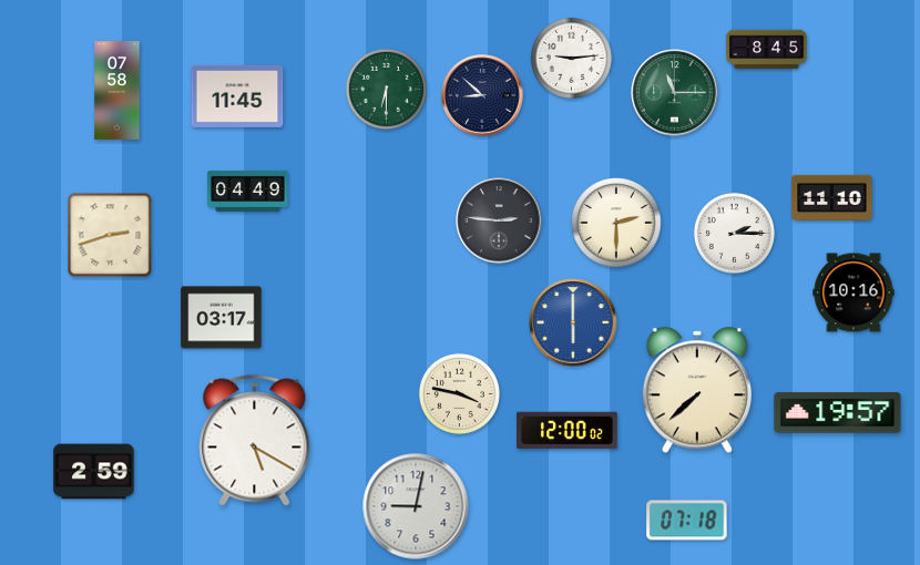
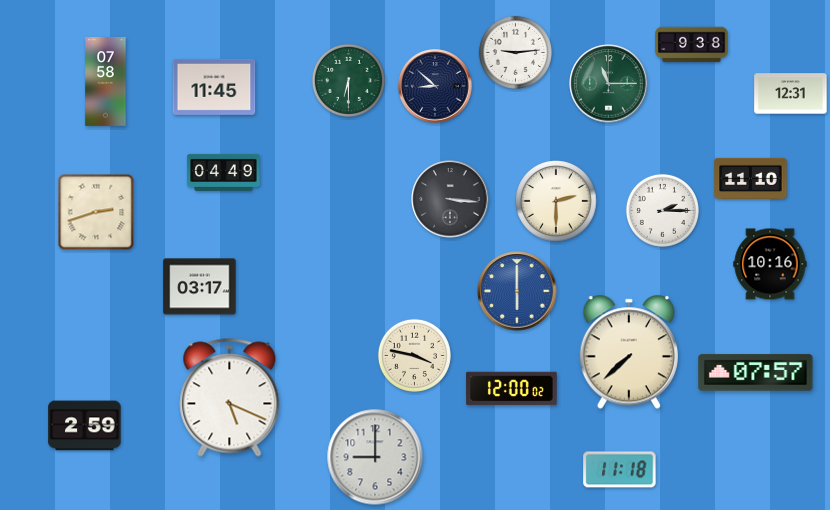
clock at (767, 50): 8:45 -> 9:38
clock at (791, 94): none -> 12:31
clock at (499, 220): 2:46 -> 3:16
clock at (110, 235) position: (110, 235) -> (96, 212)
clock at (838, 413): 19:57 -> 07:57
clock at (255, 441): 5:20 -> 5:19
clock at (416, 506): 9:02 -> 9:00
clock at (687, 521): 07:18 -> 11:18
